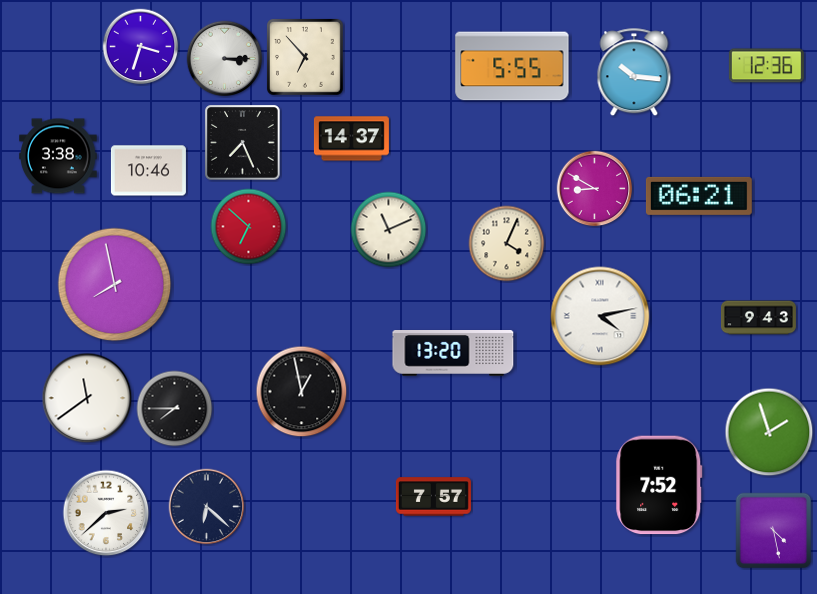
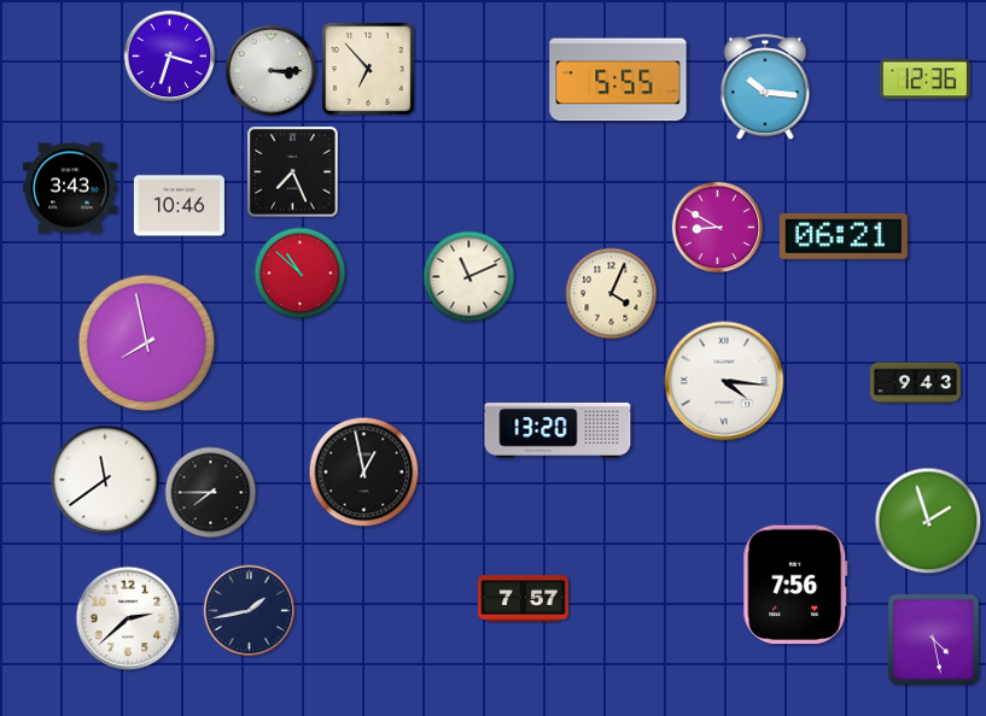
clock at (351, 139): 14:37 -> none
clock at (58, 156): 3:38 -> 3:43
clock at (249, 227): 6:52 -> 10:52
clock at (115, 285) position: (115, 285) -> (147, 344)
clock at (600, 316): 4:13 -> 4:16
clock at (453, 354) position: (453, 354) -> (558, 432)
clock at (659, 485): 7:52 -> 7:56
clock at (207, 507): 6:22 -> 1:43
